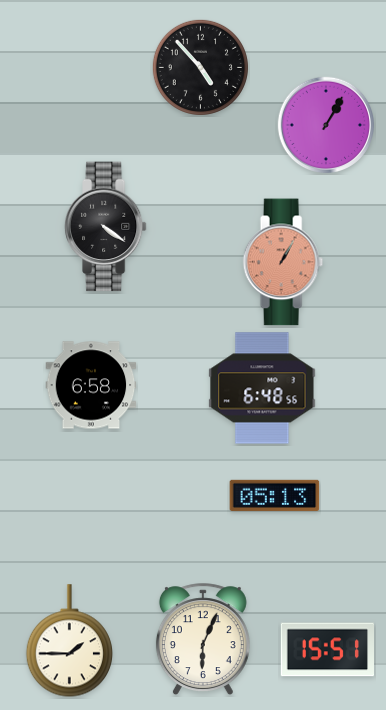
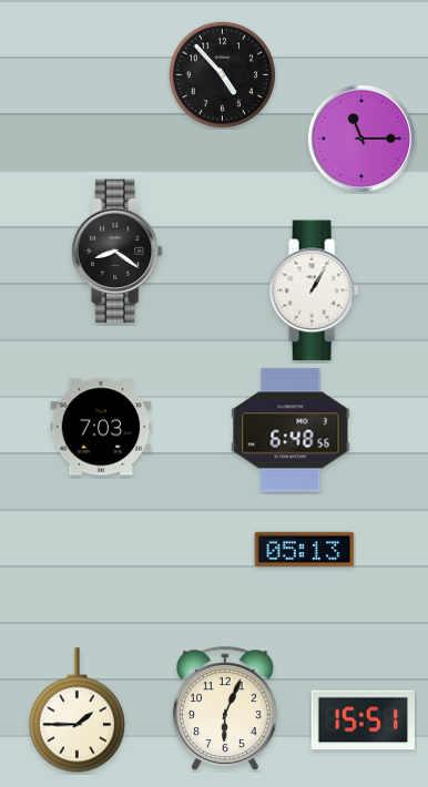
clock at (326, 125): 1:05 -> 11:15
clock at (105, 227): 4:21 -> 8:21
clock at (283, 262) dial: salmon -> white
clock at (91, 385): 6:58 -> 7:03
